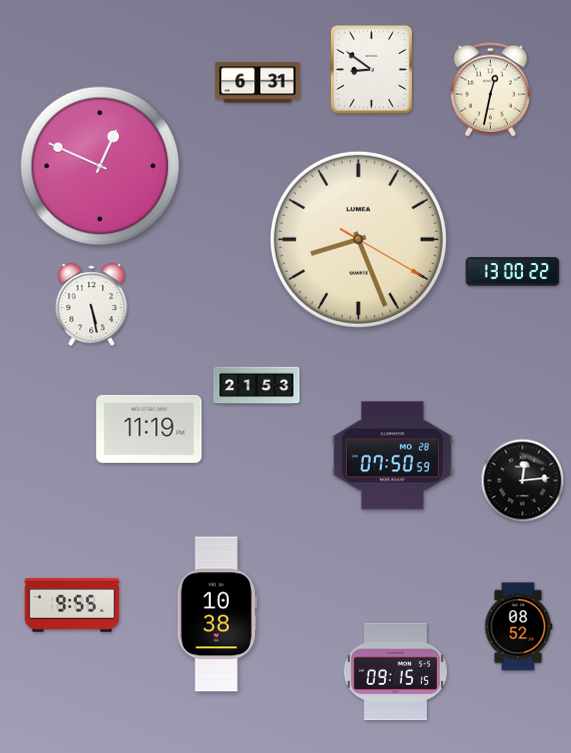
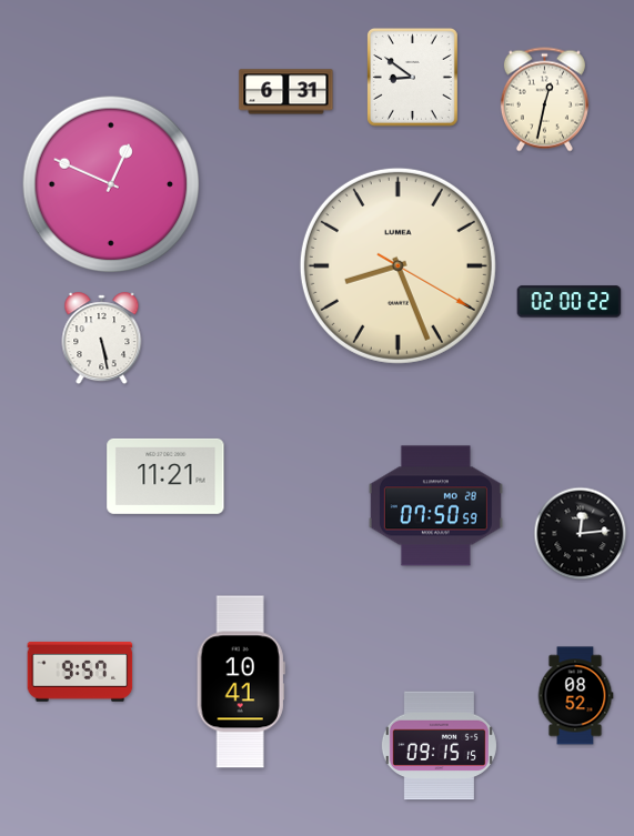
clock at (513, 272): 13:00 -> 02:00
clock at (257, 386): 21:53 -> none
clock at (149, 429): 11:19 -> 11:21
clock at (72, 605): 9:55 -> 9:57
clock at (217, 614): 10:38 -> 10:41
